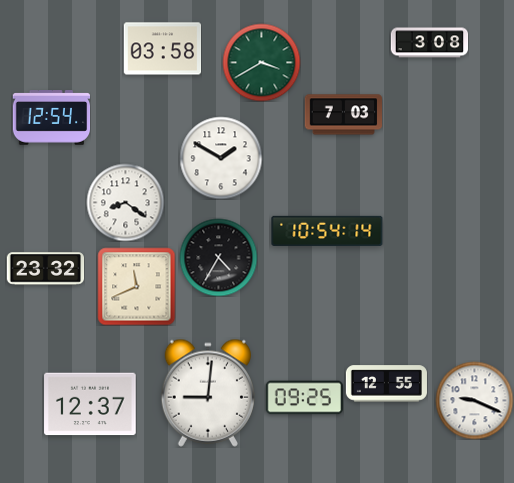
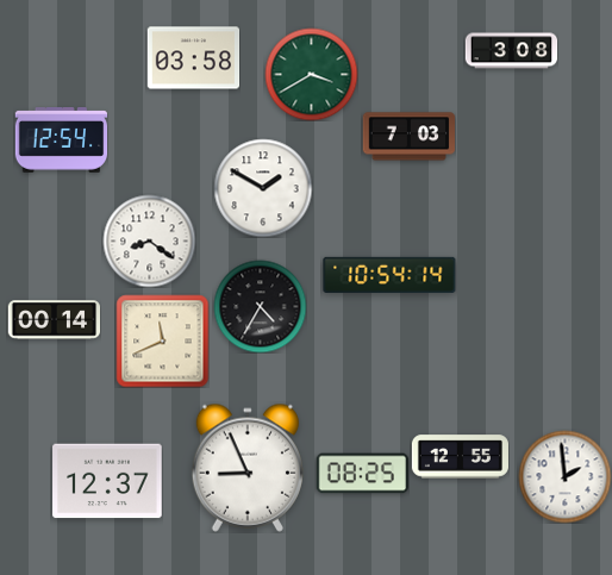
clock at (45, 269): 23:32 -> 00:14
clock at (208, 393): 9:01 -> 8:56
clock at (304, 398): 09:25 -> 08:25
clock at (474, 400): 9:19 -> 1:59
